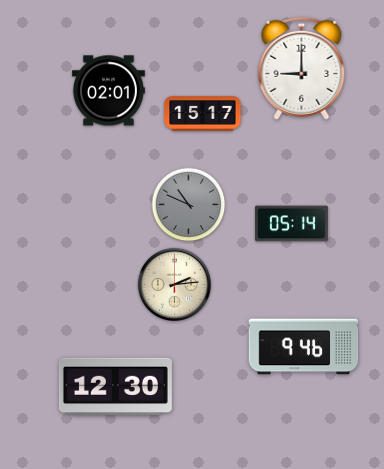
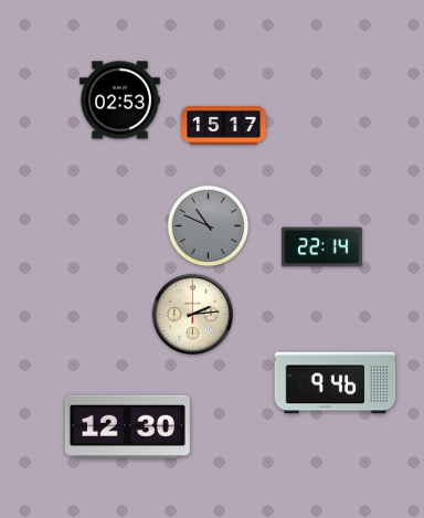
clock at (302, 68): 9:00 -> none
clock at (108, 91): 02:01 -> 02:53
clock at (292, 224): 05:14 -> 22:14
